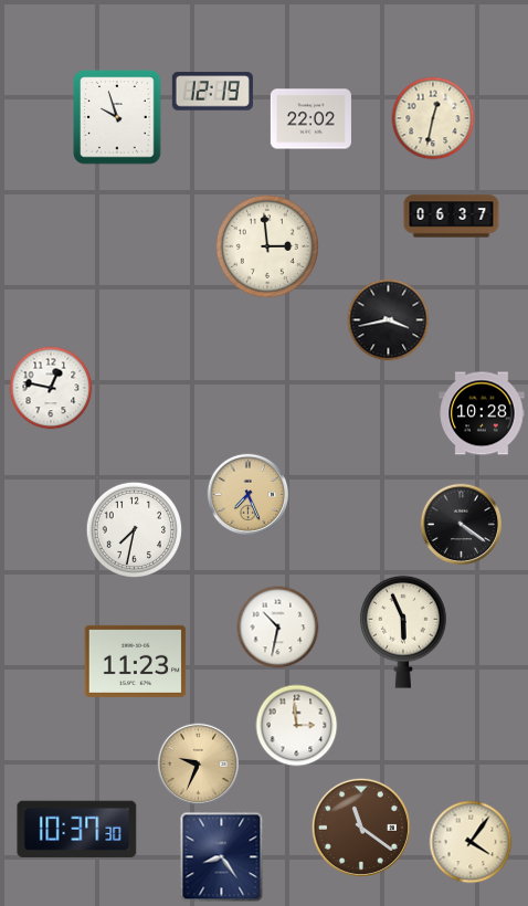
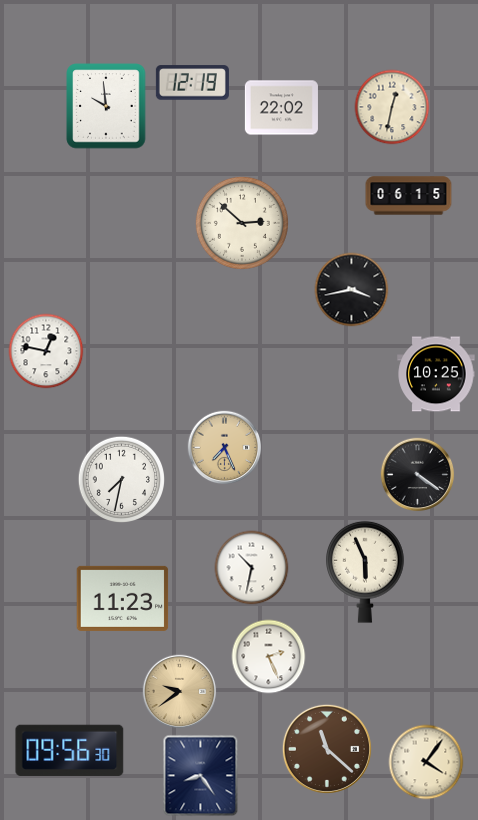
clock at (117, 117): 9:57 -> 9:59
clock at (452, 217): 06:37 -> 06:15
clock at (267, 246): 2:59 -> 2:52
clock at (482, 413): 10:28 -> 10:25
clock at (297, 726): 2:59 -> 2:26
clock at (199, 765): 9:34 -> 9:39
clock at (361, 828): 11:21 -> 11:22
clock at (77, 829): 10:37 -> 09:56
